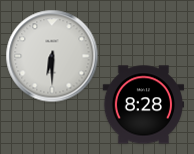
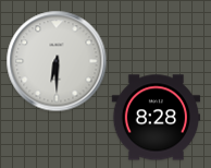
clock at (143, 105) position: (143, 105) -> (156, 118)
